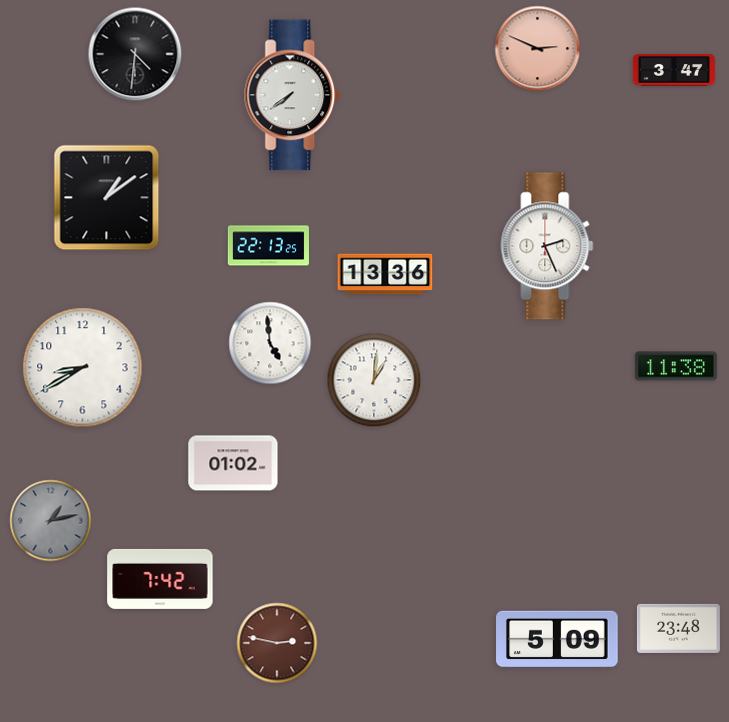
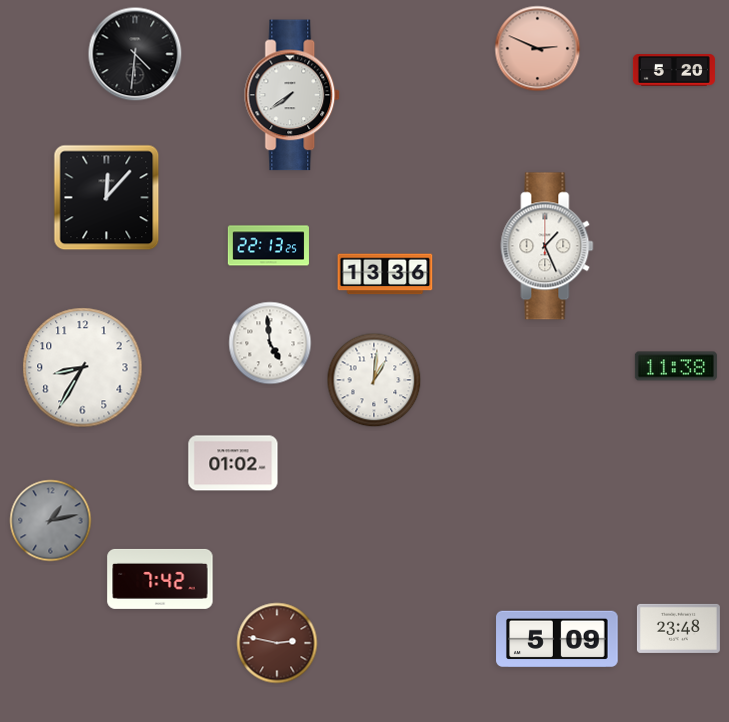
clock at (674, 71): 3:47 -> 5:20
clock at (107, 198): 1:09 -> 12:07
clock at (547, 246): 2:26 -> 1:26
clock at (83, 368): 8:40 -> 8:35
